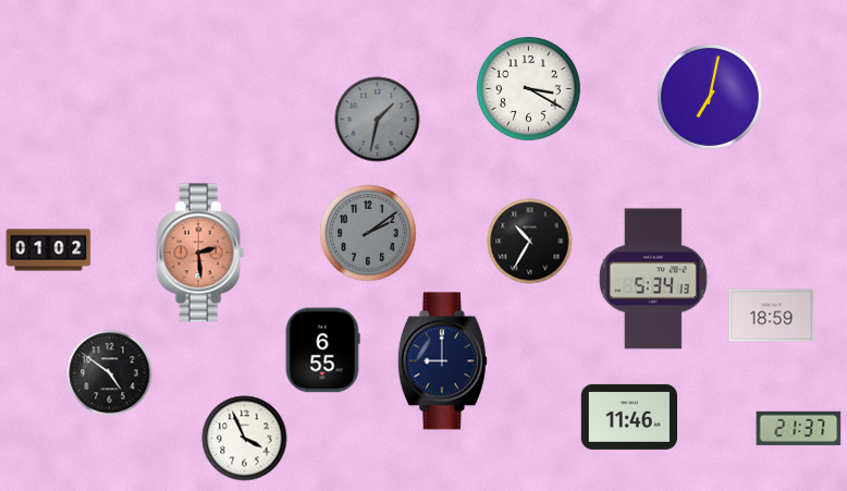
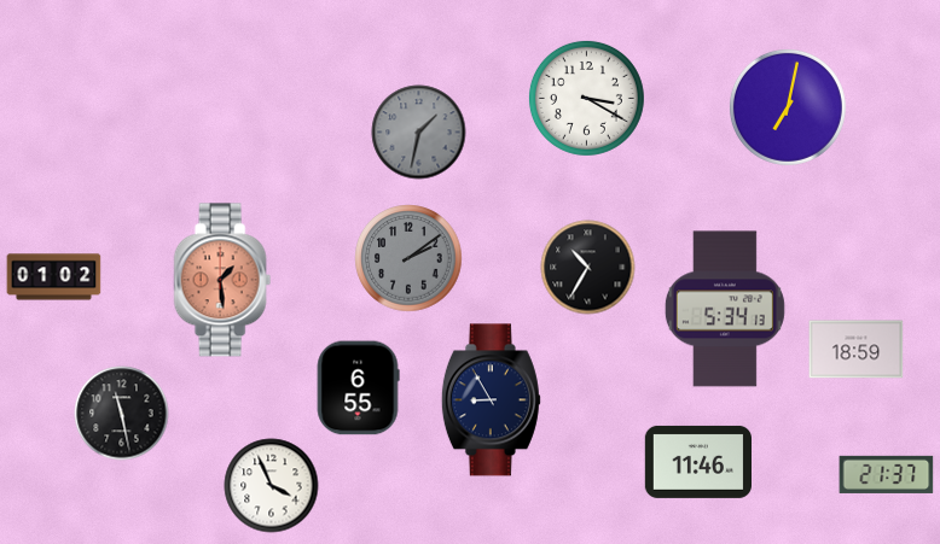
clock at (200, 253): 2:29 -> 1:29
clock at (442, 361): 9:00 -> 8:55
clock at (109, 372): 4:51 -> 11:28
